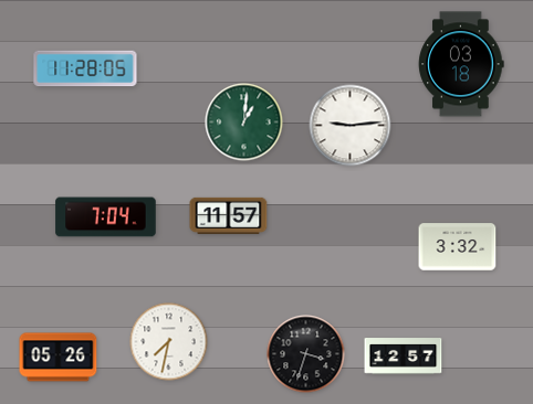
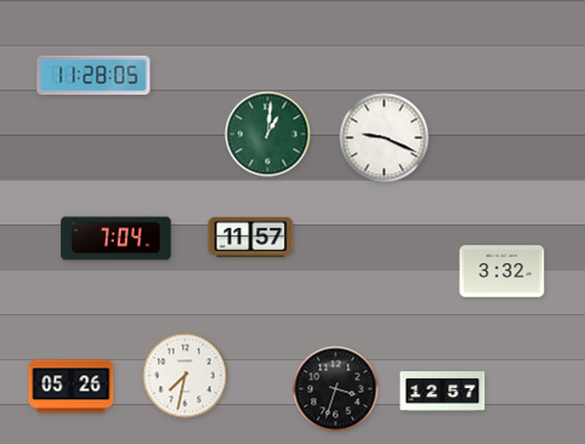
clock at (461, 64): 03:18 -> none
clock at (351, 126): 9:14 -> 9:19
clock at (59, 358) position: (59, 358) -> (72, 387)
